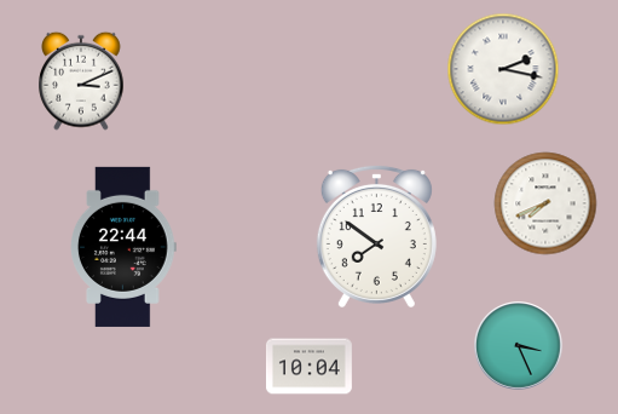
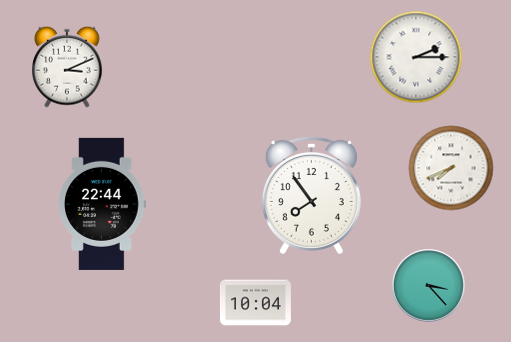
clock at (503, 69): 2:17 -> 2:15
clock at (376, 236): 7:51 -> 7:54
clock at (519, 346): 3:26 -> 3:23
